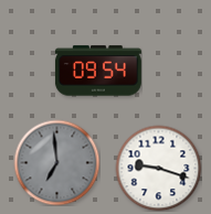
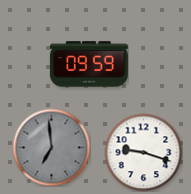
clock at (98, 71): 09:54 -> 09:59
